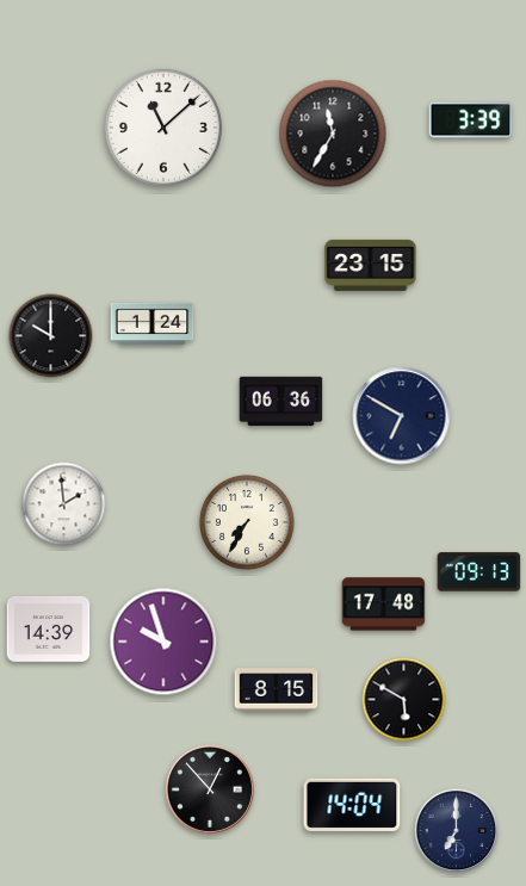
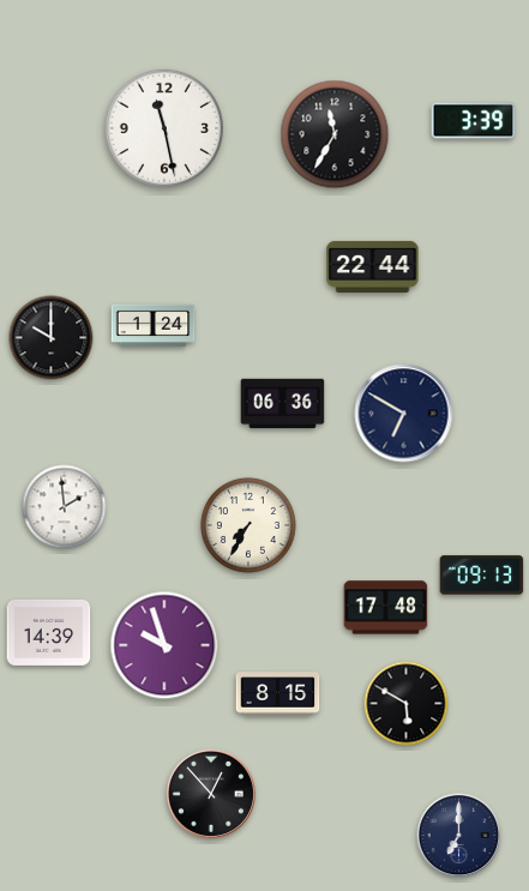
clock at (163, 128): 11:08 -> 11:28
clock at (371, 265): 23:15 -> 22:44
clock at (402, 416) position: (402, 416) -> (404, 414)
clock at (352, 805): 14:04 -> none
